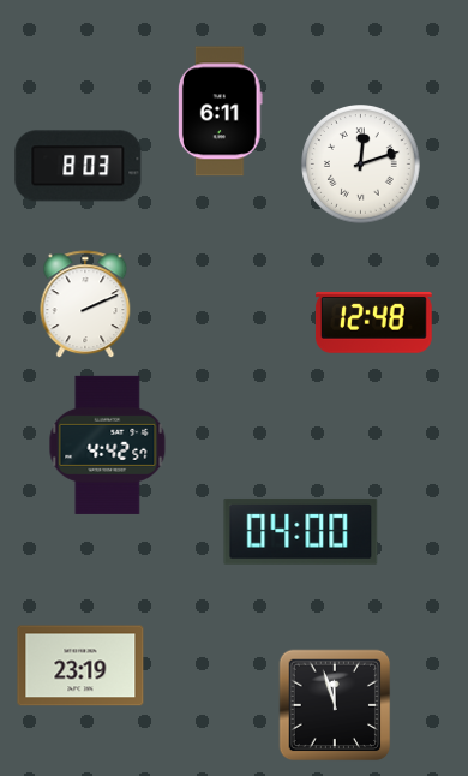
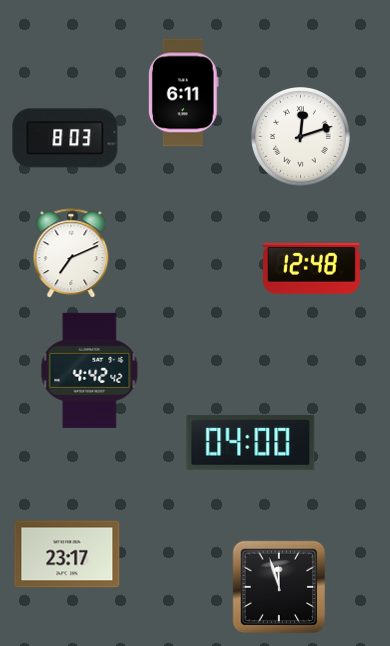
clock at (85, 305): 2:11 -> 7:11
clock at (108, 444): 4:42:57 -> 4:42:42
clock at (80, 665): 23:19 -> 23:17
